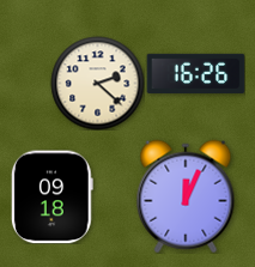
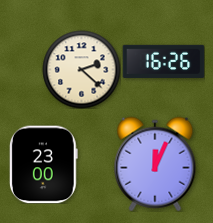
clock at (51, 196): 09:18 -> 23:00
